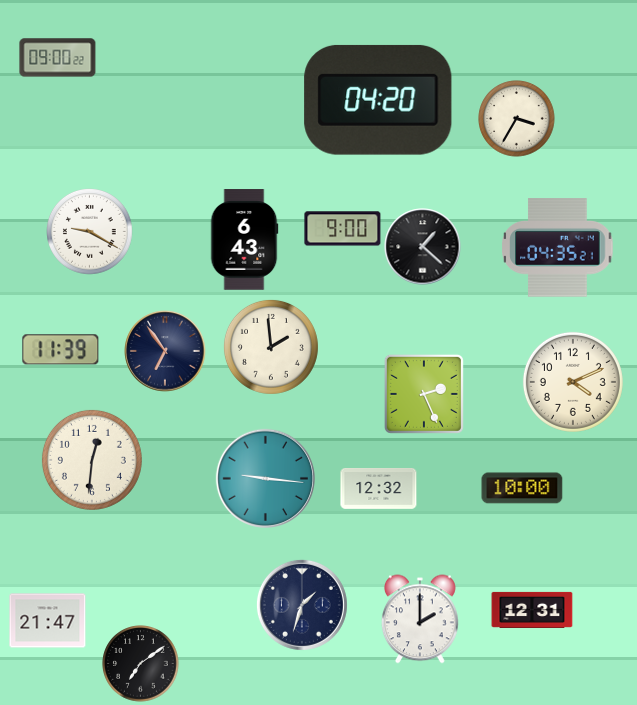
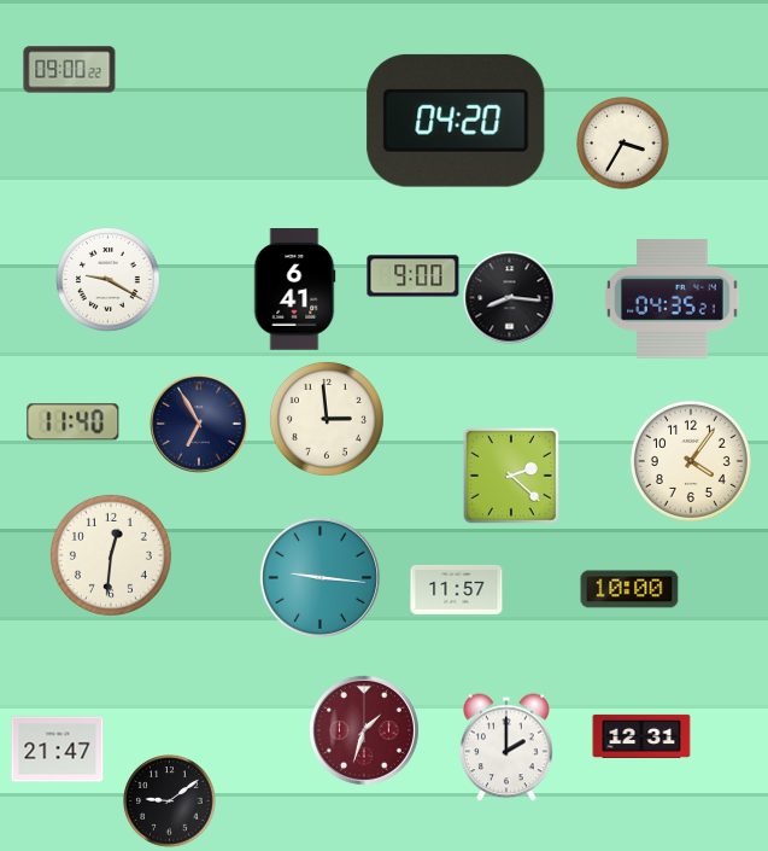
clock at (244, 240): 6:43 -> 6:41
clock at (423, 247): 1:22 -> 8:16
clock at (271, 347): 1:59 -> 2:59
clock at (61, 350): 11:39 -> 11:40
clock at (165, 351): 6:54 -> 6:55
clock at (573, 382): 4:11 -> 4:06
clock at (424, 394): 2:26 -> 2:22
clock at (379, 489): 12:32 -> 11:57
clock at (302, 605) dial: navy -> burgundy
clock at (141, 664): 7:09 -> 9:09
